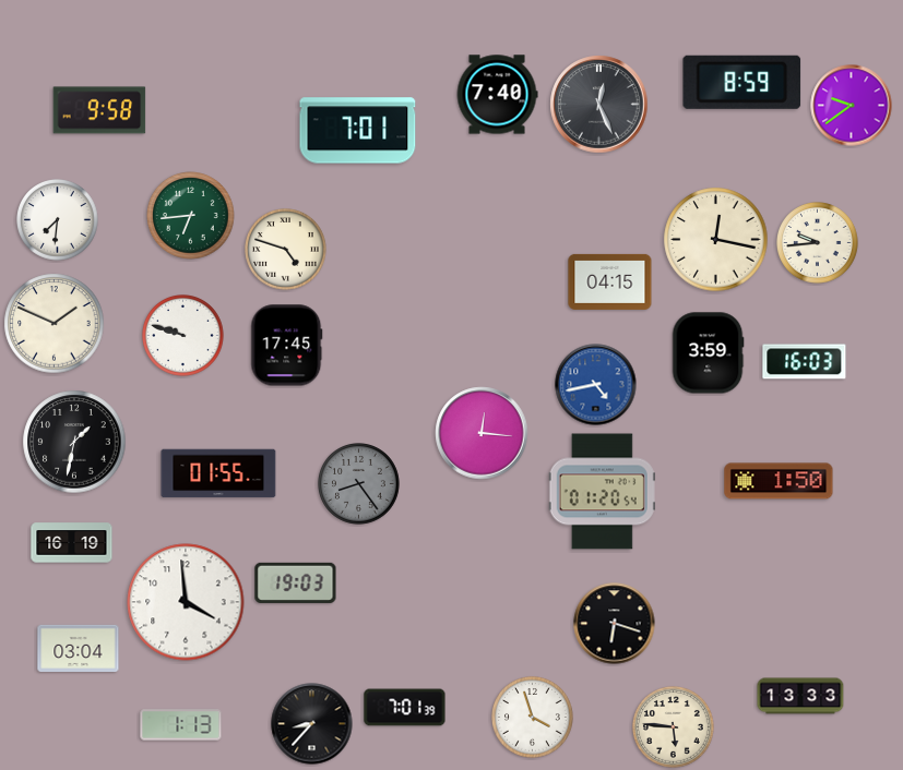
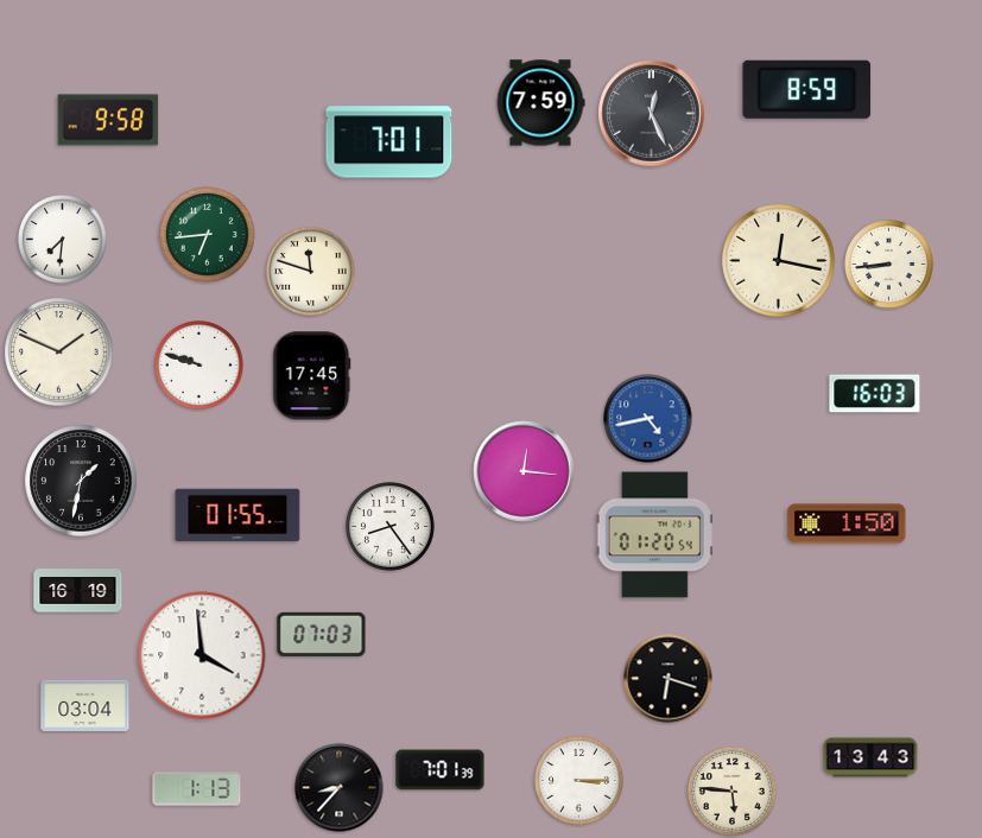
clock at (497, 95): 7:40 -> 7:59
clock at (852, 106): 9:39 -> none
clock at (818, 243): 9:44 -> 8:44
clock at (286, 250): 4:48 -> 11:48
clock at (610, 281): 04:15 -> none
clock at (708, 353): 3:59 -> none
clock at (359, 484) dial: grey -> white
clock at (296, 582): 19:03 -> 07:03
clock at (800, 696): 13:33 -> 13:43
clock at (533, 718): 3:57 -> 3:15
